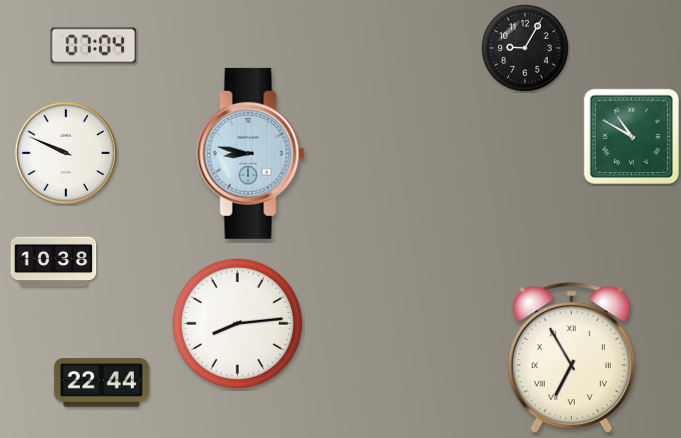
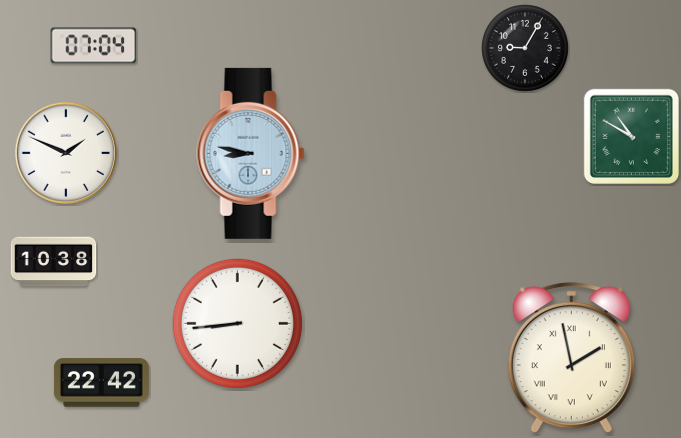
clock at (66, 153): 9:49 -> 1:49
clock at (237, 323): 8:14 -> 8:44
clock at (571, 358): 6:55 -> 1:58
clock at (101, 383): 22:44 -> 22:42
